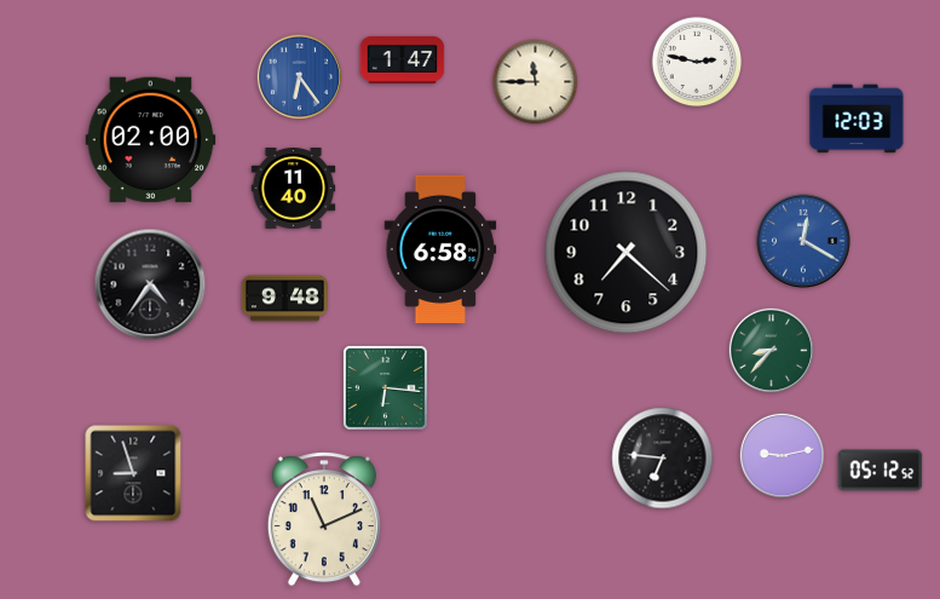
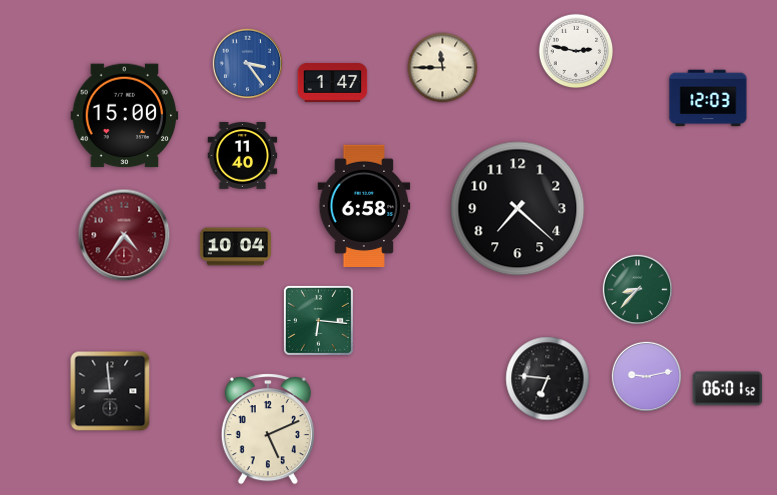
clock at (403, 59) position: (403, 59) -> (333, 82)
clock at (300, 77): 6:24 -> 3:24
clock at (151, 140): 02:00 -> 15:00
clock at (803, 241): 12:20 -> none
clock at (150, 284) dial: black -> burgundy
clock at (284, 299): 9:48 -> 10:04
clock at (881, 471): 05:12 -> 06:01
clock at (133, 473): 8:57 -> 8:59
clock at (324, 519): 11:11 -> 5:11
